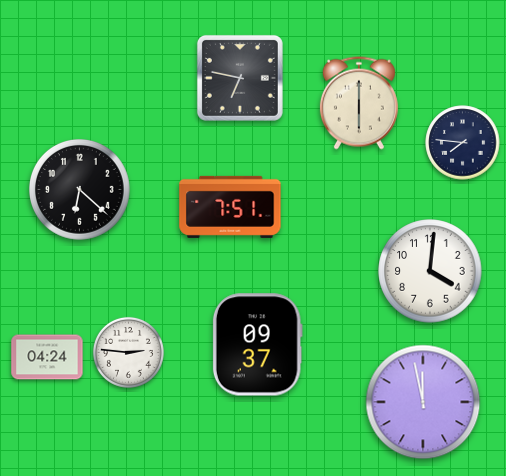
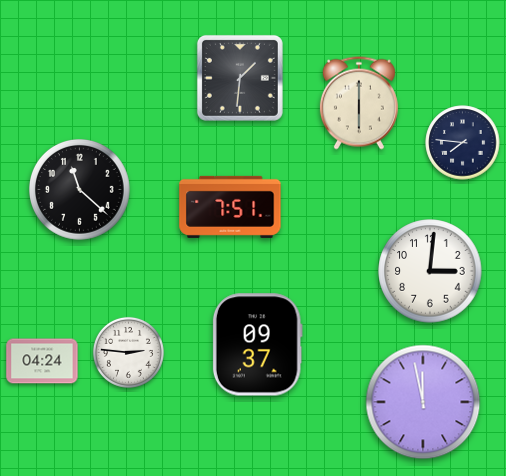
clock at (240, 78): 6:47 -> 1:31
clock at (80, 190): 6:22 -> 11:22
clock at (430, 271): 4:01 -> 3:01
clock at (47, 357) position: (47, 357) -> (42, 361)
